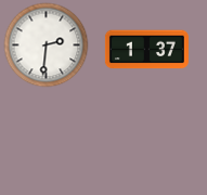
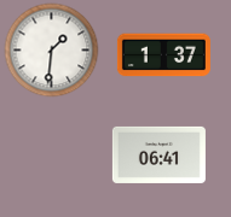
clock at (46, 44): 2:31 -> 1:31
clock at (158, 154): none -> 06:41
